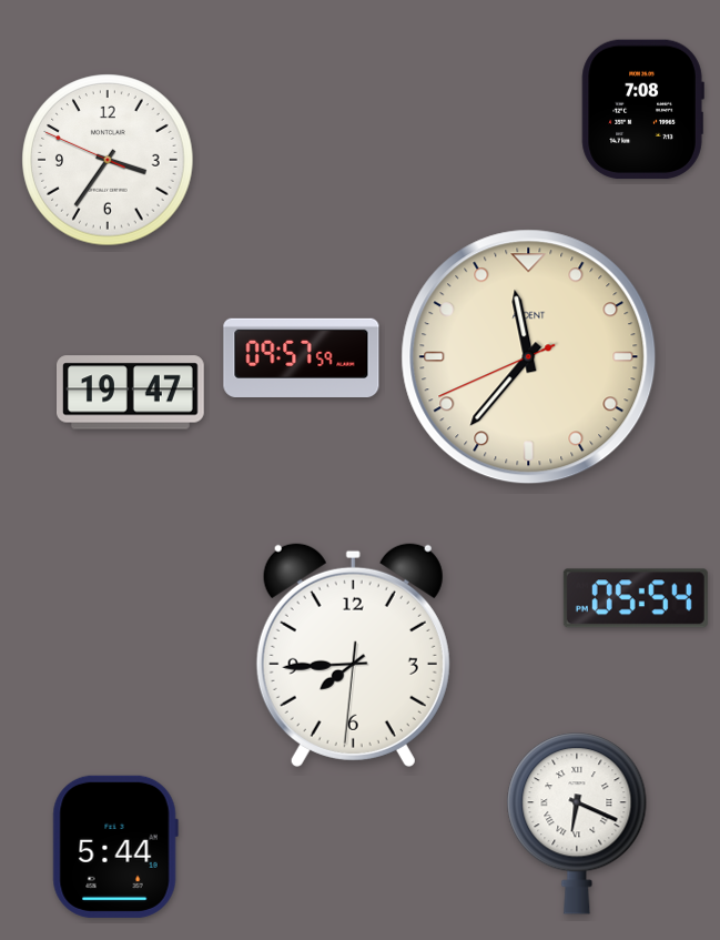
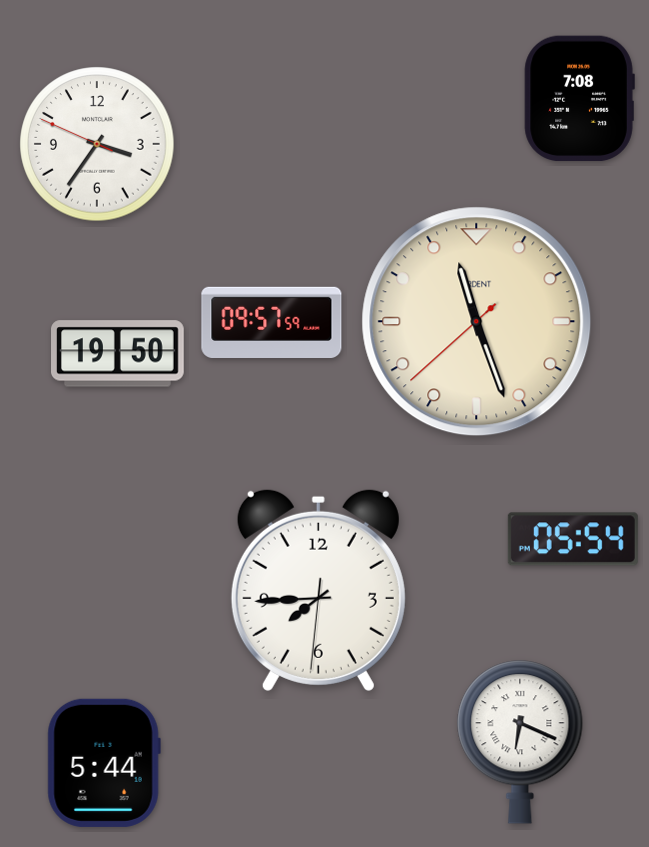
clock at (529, 357): 11:36 -> 11:26
clock at (131, 393): 19:47 -> 19:50
